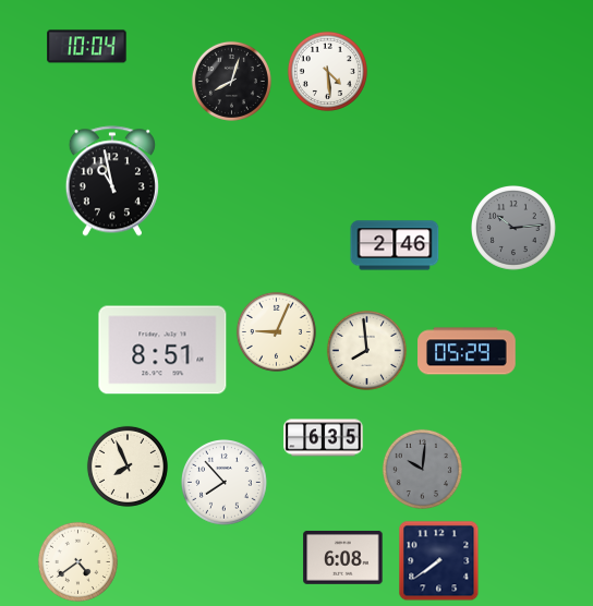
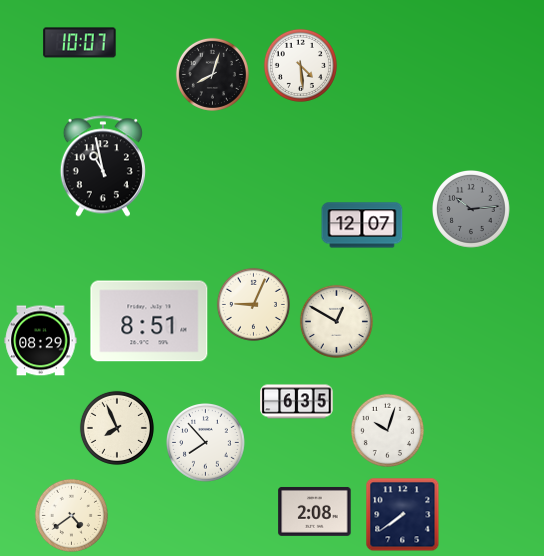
clock at (87, 47): 10:04 -> 10:07
clock at (395, 245): 2:46 -> 12:07
clock at (366, 350): 7:59 -> 12:50
clock at (467, 351): 05:29 -> none
clock at (41, 341): none -> 08:29
clock at (422, 469): 10:01 -> 10:03
clock at (422, 469) dial: grey -> white
clock at (343, 558): 6:08 -> 2:08
